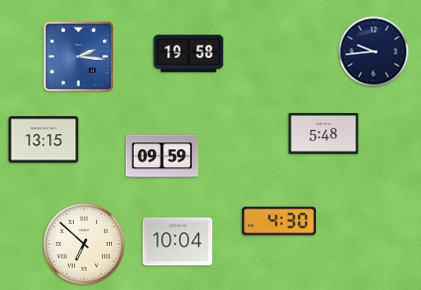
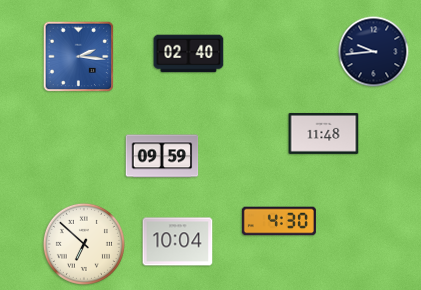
clock at (189, 54): 19:58 -> 02:40
clock at (324, 133): 5:48 -> 11:48
clock at (44, 140): 13:15 -> none
